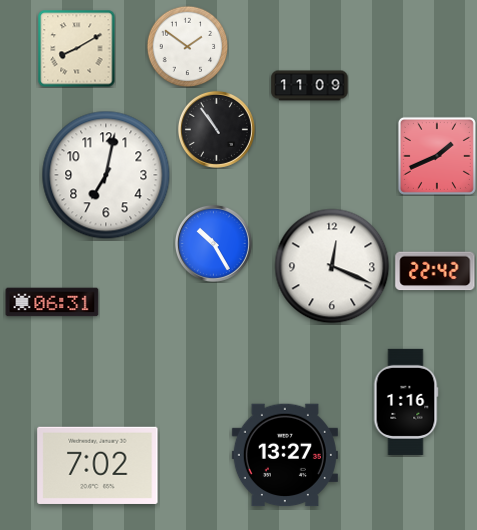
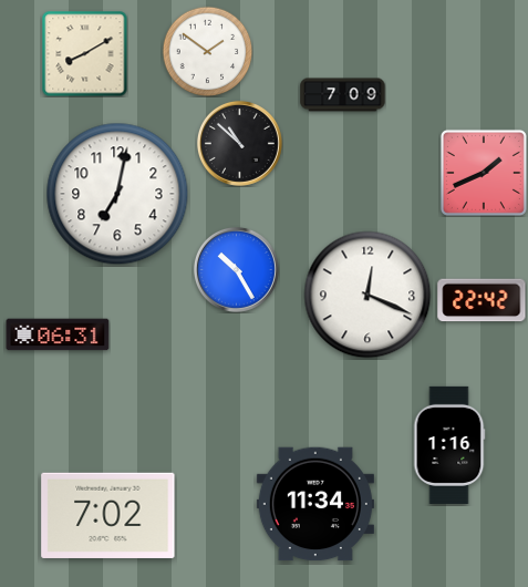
clock at (310, 86): 11:09 -> 7:09
clock at (216, 129): 10:54 -> 10:52
clock at (285, 455): 13:27 -> 11:34
